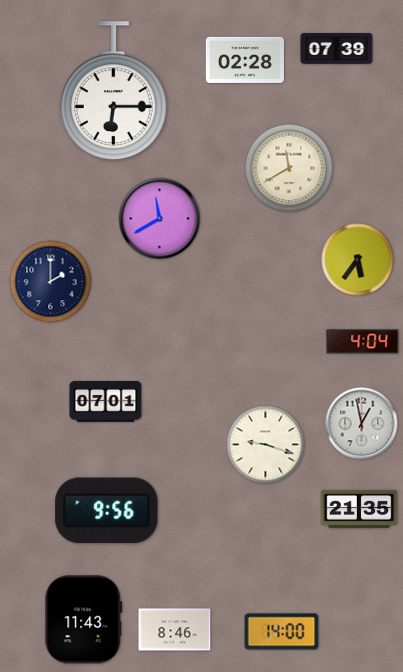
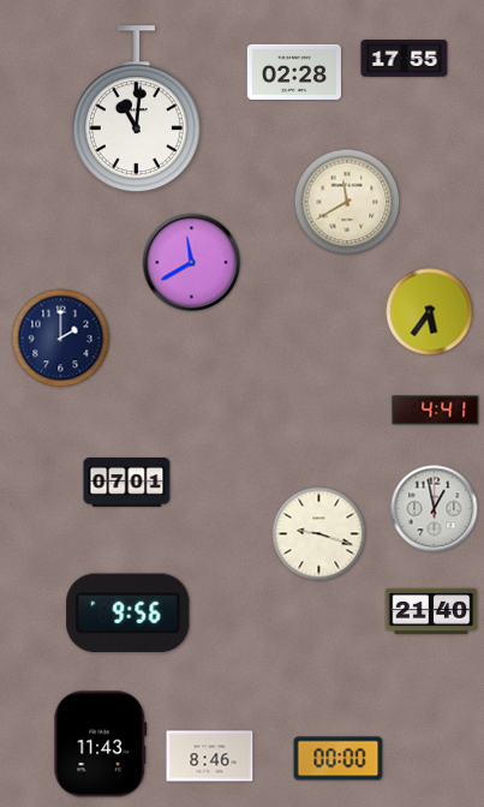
clock at (337, 49): 07:39 -> 17:55
clock at (113, 91): 6:15 -> 11:01
clock at (363, 342): 4:04 -> 4:41
clock at (359, 509): 21:35 -> 21:40
clock at (282, 632): 14:00 -> 00:00
